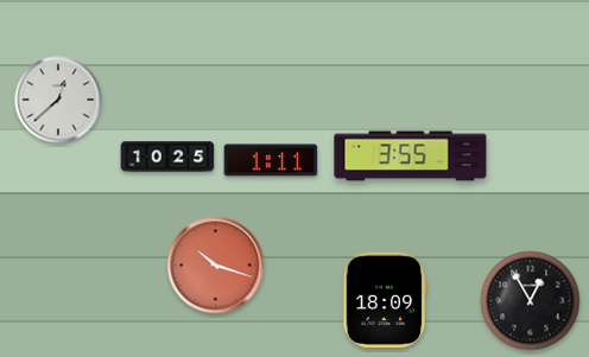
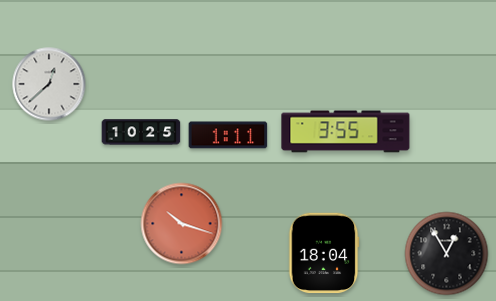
clock at (385, 300): 18:09 -> 18:04
